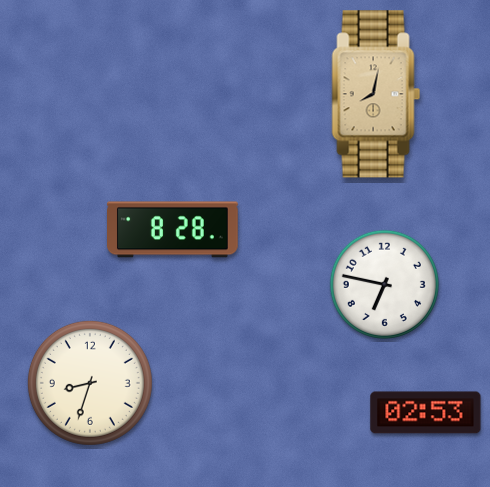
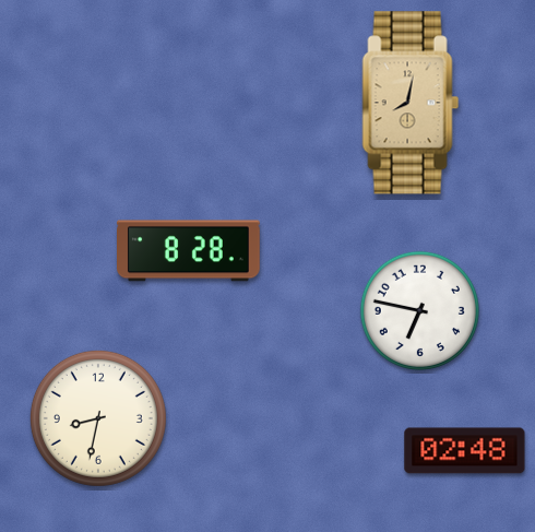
clock at (90, 383): 8:33 -> 8:32
clock at (426, 413): 02:53 -> 02:48
